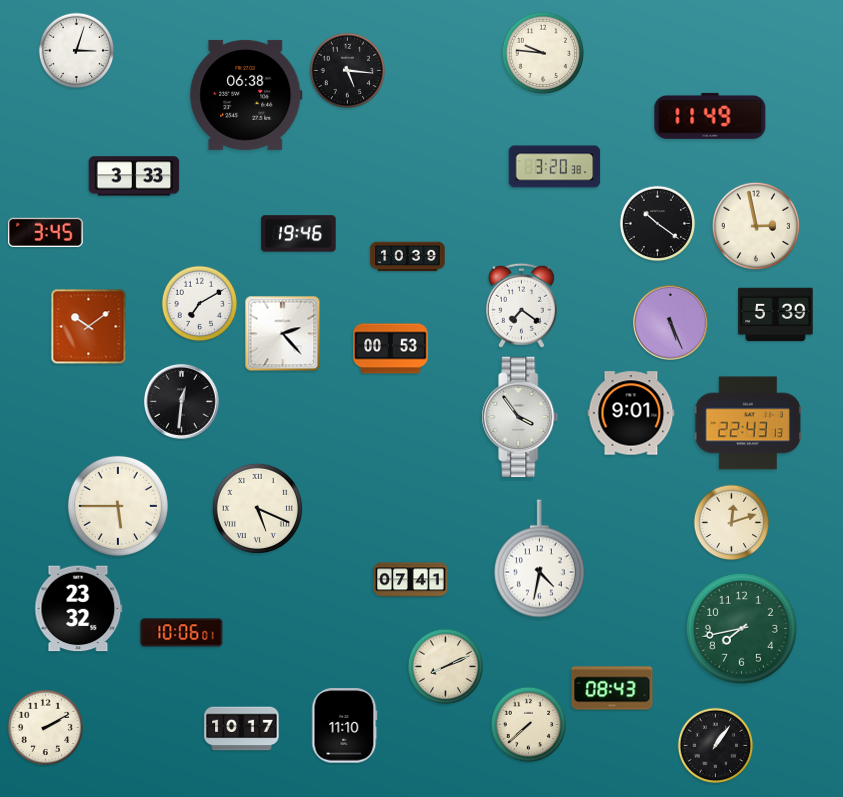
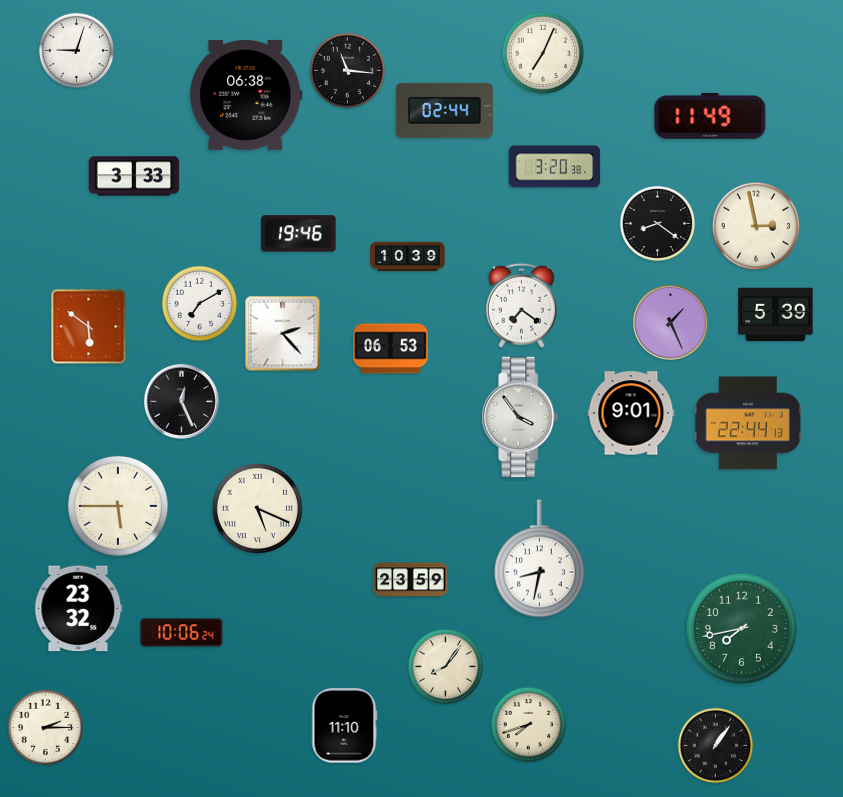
clock at (77, 51): 3:03 -> 9:03
clock at (542, 52): 9:46 -> 7:04
clock at (348, 71): 5:16 -> 11:16
clock at (444, 110): none -> 02:44
clock at (658, 224): 10:21 -> 8:21
clock at (46, 232): 3:45 -> none
clock at (670, 322): 5:26 -> 1:26
clock at (89, 327): 10:09 -> 5:51
clock at (391, 349): 00:53 -> 06:53
clock at (181, 401): 12:31 -> 12:26
clock at (748, 423): 22:43 -> 22:44
clock at (732, 523): 12:12 -> none
clock at (539, 559): 4:32 -> 8:32
clock at (411, 580): 07:41 -> 23:59
clock at (182, 633): 10:06:01 -> 10:06:24
clock at (446, 667): 8:11 -> 8:06
clock at (612, 688): 08:43 -> none
clock at (529, 725): 7:38 -> 7:42
clock at (46, 728): 2:10 -> 2:15
clock at (242, 729): 10:17 -> none
